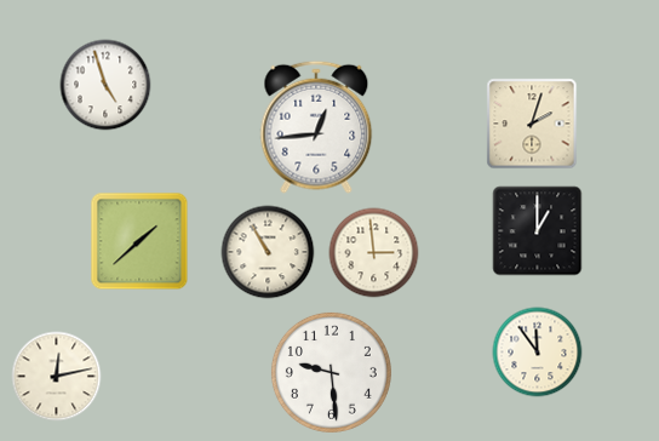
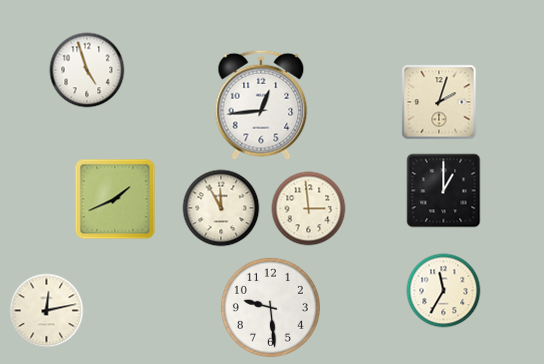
clock at (139, 241): 1:38 -> 1:41
clock at (268, 252): 10:55 -> 11:55
clock at (538, 353): 11:54 -> 11:35
clock at (331, 372) position: (331, 372) -> (270, 307)
